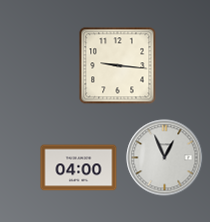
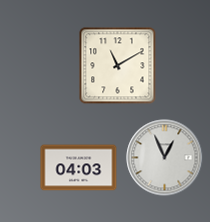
clock at (118, 66): 9:16 -> 11:10
clock at (79, 168): 04:00 -> 04:03
